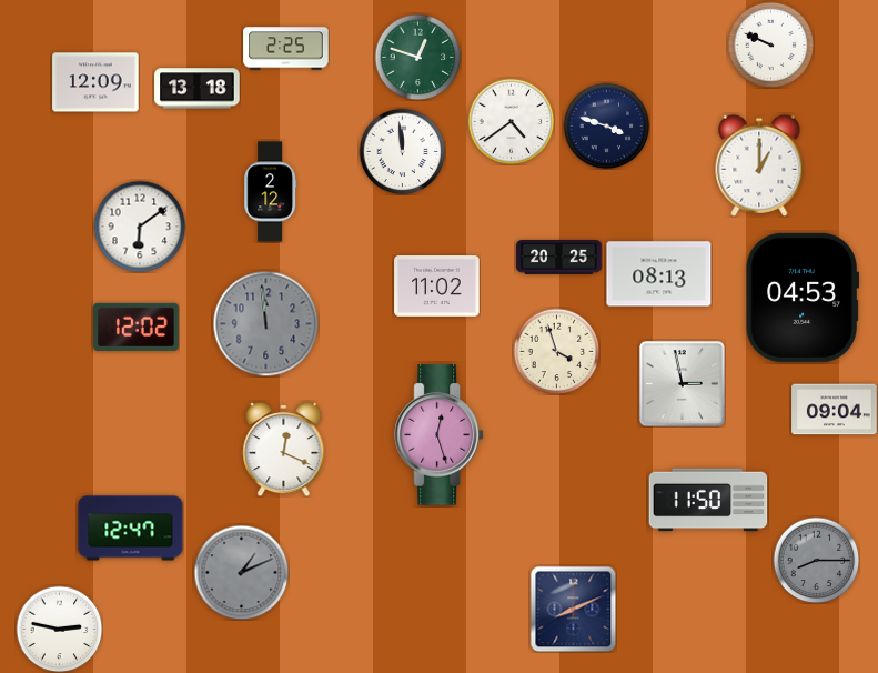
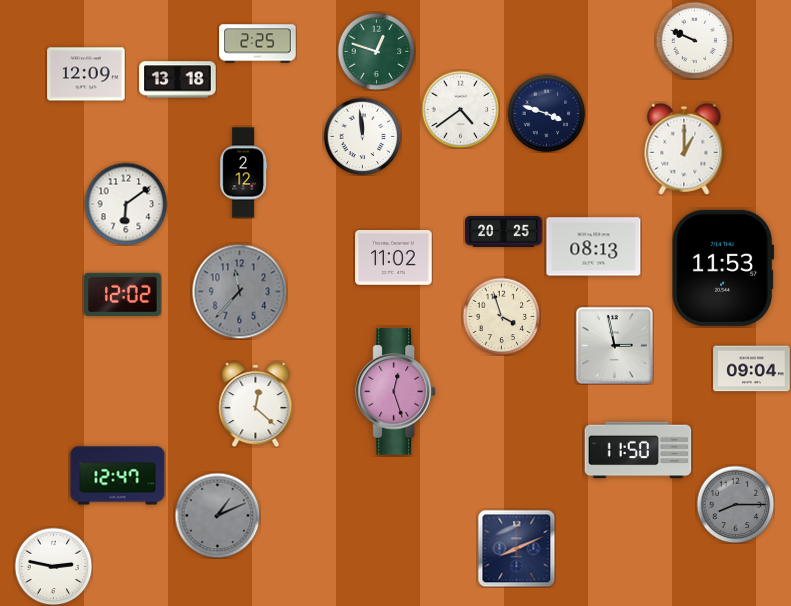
clock at (803, 298): 04:53 -> 11:53
clock at (265, 323): 11:59 -> 11:37
clock at (284, 449): 12:19 -> 12:22
